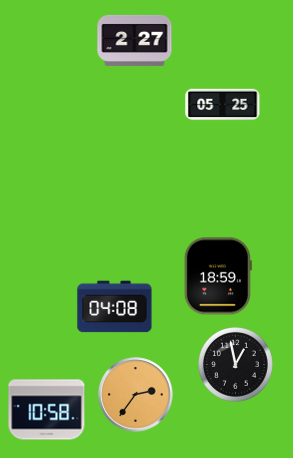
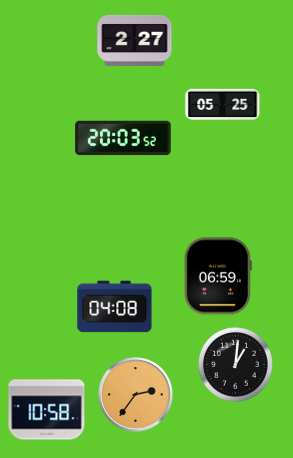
clock at (123, 138): none -> 20:03
clock at (218, 276): 18:59 -> 06:59
clock at (236, 365): 12:58 -> 1:01
